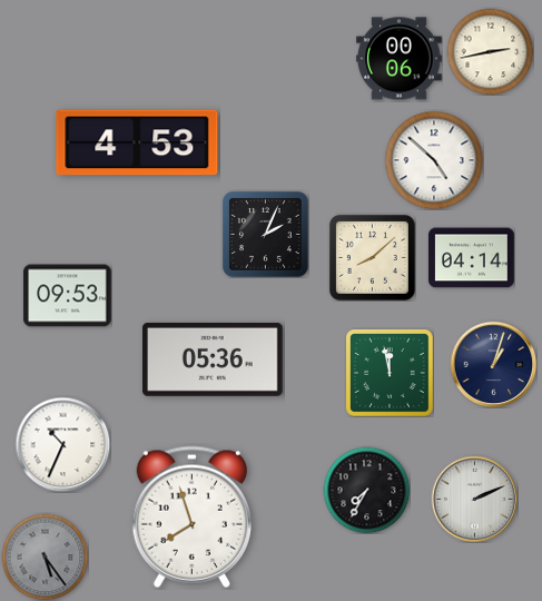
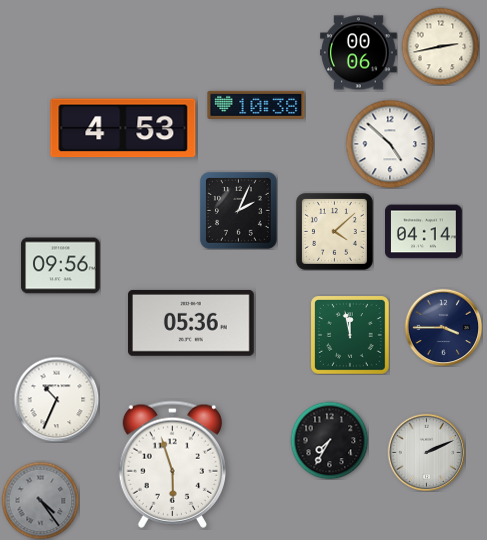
clock at (256, 105): none -> 10:38
clock at (372, 257): 8:08 -> 4:08
clock at (68, 296): 09:53 -> 09:56
clock at (493, 364): 1:03 -> 3:45
clock at (474, 499) position: (474, 499) -> (426, 452)
clock at (191, 516): 7:57 -> 5:57
clock at (45, 556): 5:24 -> 4:24
